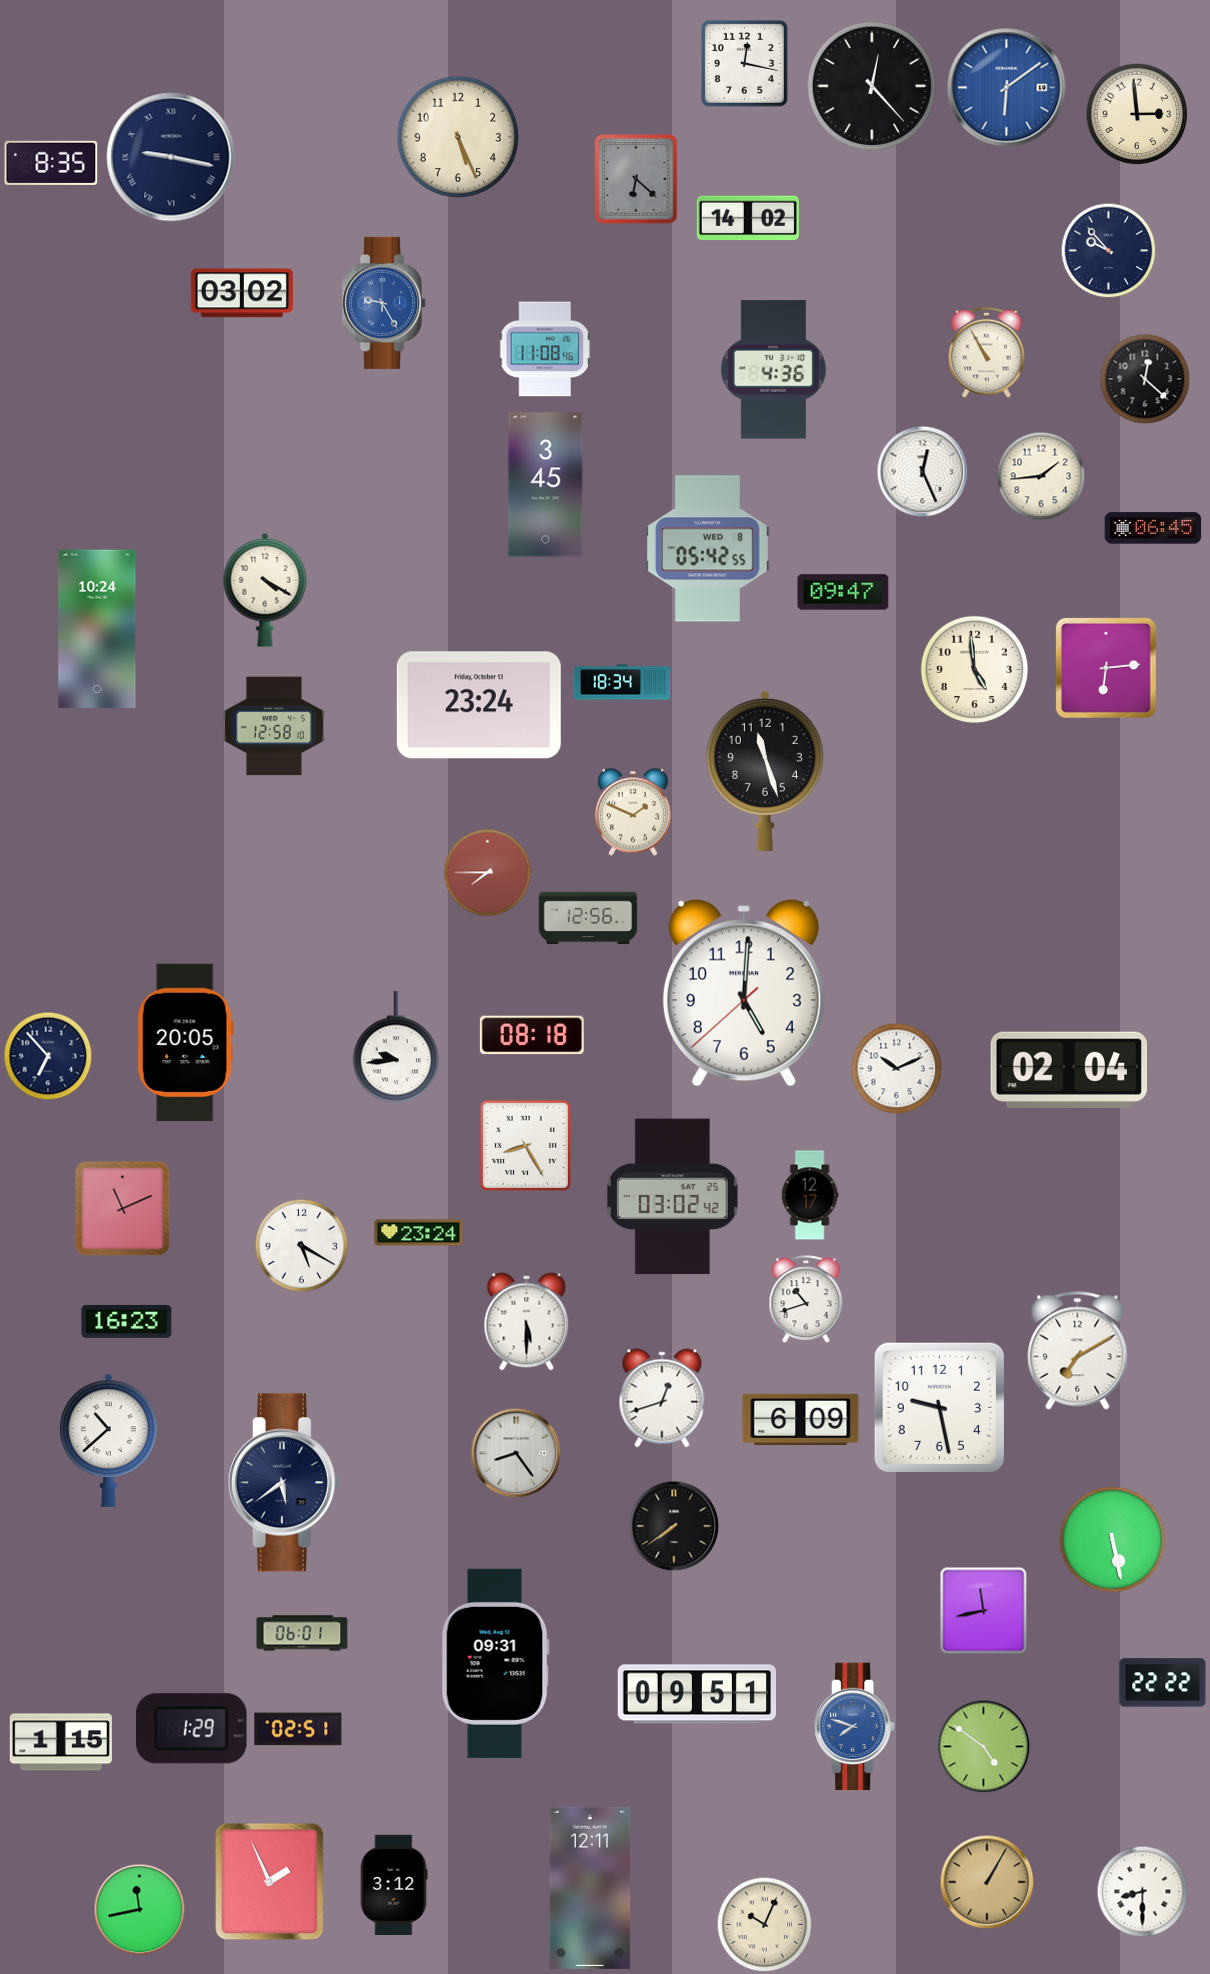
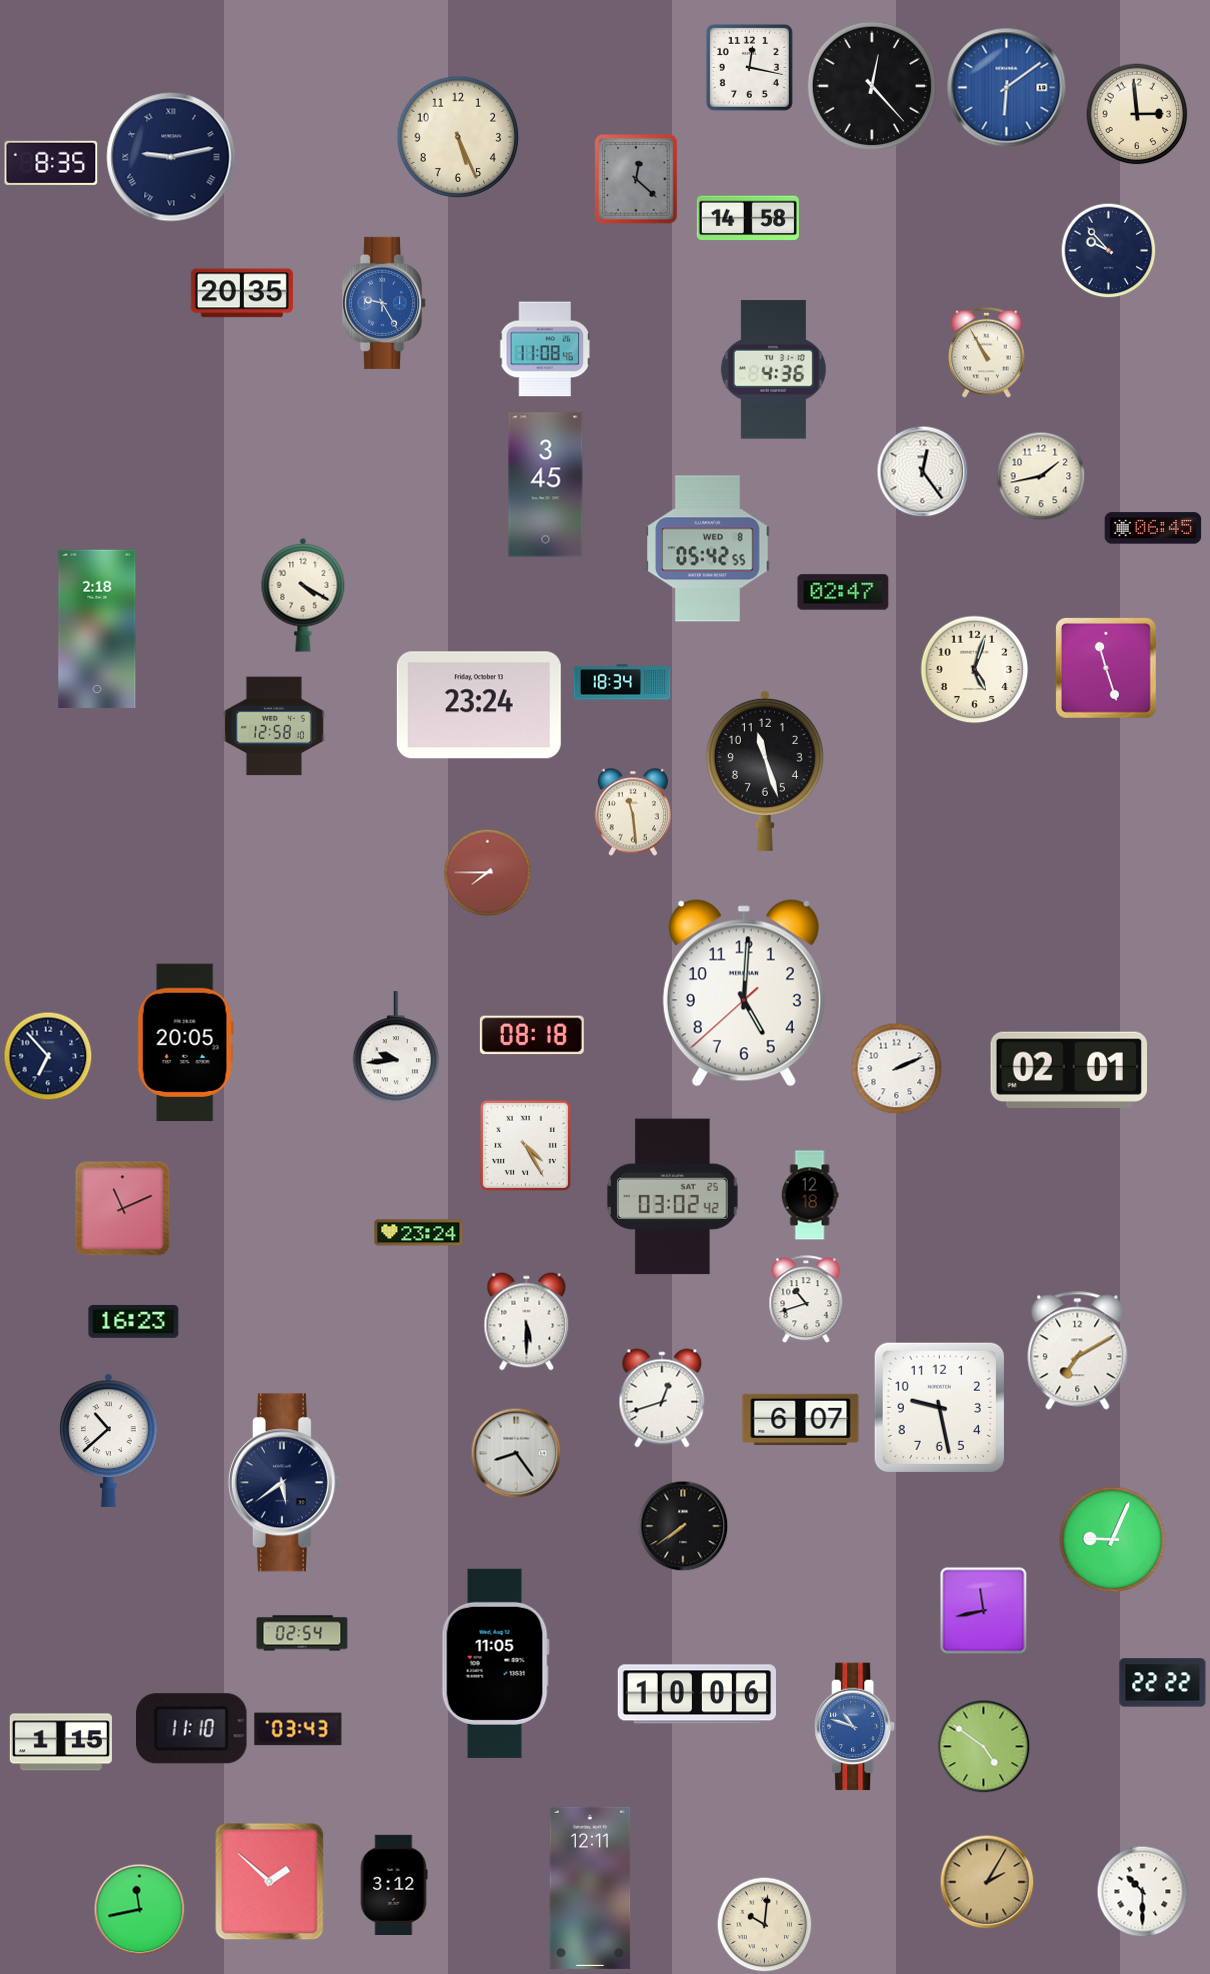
clock at (744, 63) position: (744, 63) -> (749, 67)
clock at (171, 157): 9:17 -> 9:13
clock at (636, 179): 6:22 -> 12:22
clock at (748, 218): 14:02 -> 14:58
clock at (242, 293): 03:02 -> 20:35
clock at (1145, 379): 12:22 -> none
clock at (923, 472): 12:26 -> 12:24
clock at (1041, 476): 1:44 -> 1:43
clock at (265, 590) position: (265, 590) -> (303, 595)
clock at (843, 592): 09:47 -> 02:47
clock at (97, 628): 10:24 -> 2:18
clock at (1106, 668): 6:14 -> 11:27
clock at (975, 670): 4:59 -> 5:03
clock at (633, 812): 1:49 -> 11:29
clock at (588, 918): 12:56 -> none
clock at (897, 1069): 10:11 -> 2:11
clock at (1068, 1070): 02:04 -> 02:01
clock at (525, 1145): 8:25 -> 4:25
clock at (810, 1195): 12:17 -> 12:18
clock at (302, 1246): 5:20 -> none
clock at (127, 1321) position: (127, 1321) -> (134, 1321)
clock at (801, 1420): 6:09 -> 6:07
clock at (674, 1526) position: (674, 1526) -> (683, 1526)
clock at (1113, 1540): 5:28 -> 9:04
clock at (302, 1633): 06:01 -> 02:54
clock at (495, 1663): 09:31 -> 11:05
clock at (696, 1694): 09:51 -> 10:06
clock at (855, 1727): 7:48 -> 10:48
clock at (192, 1729): 1:29 -> 11:10
clock at (298, 1729): 02:51 -> 03:43
clock at (270, 1882): 1:56 -> 1:52
clock at (987, 1882): 1:05 -> 2:05
clock at (1143, 1892): 8:30 -> 10:30
clock at (765, 1925): 10:04 -> 10:01
